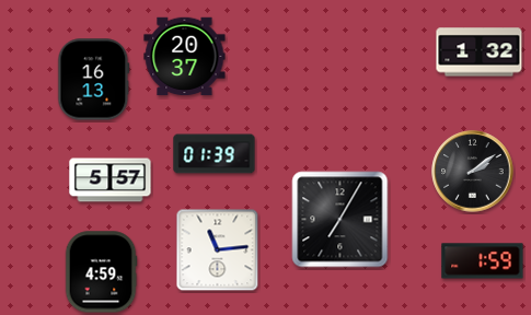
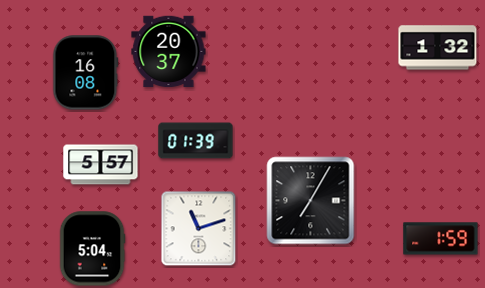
clock at (94, 80): 16:13 -> 16:08
clock at (473, 172): 2:09 -> none
clock at (218, 250): 11:14 -> 11:12
clock at (101, 272): 4:59 -> 5:04
